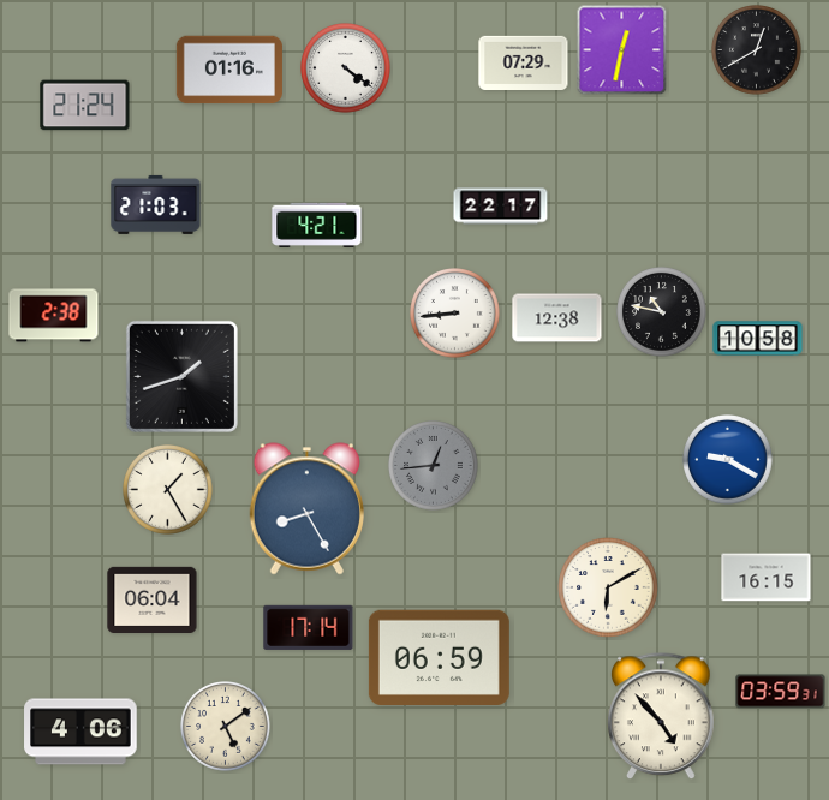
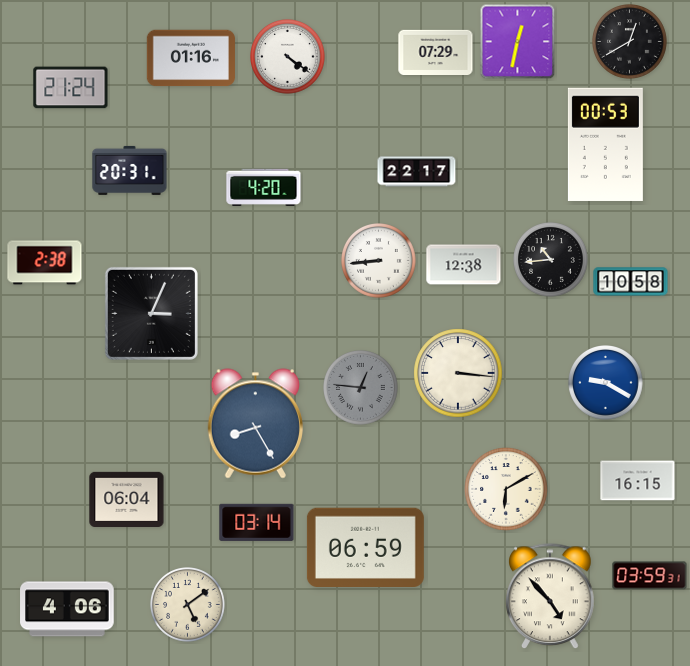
clock at (605, 144): none -> 00:53
clock at (156, 204): 21:03 -> 20:31
clock at (317, 225): 4:21 -> 4:20
clock at (662, 312): 10:47 -> 10:44
clock at (181, 376): 1:42 -> 3:04
clock at (458, 373): none -> 3:16
clock at (434, 466): 12:44 -> 12:46
clock at (168, 490): 1:25 -> none
clock at (309, 627): 17:14 -> 03:14
